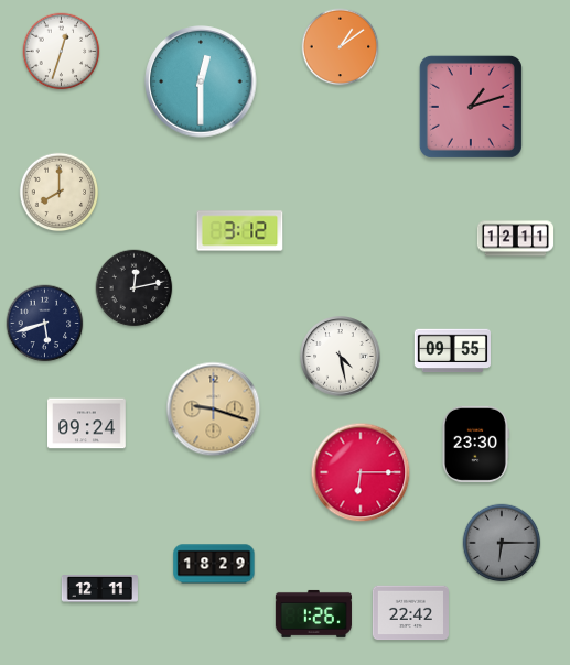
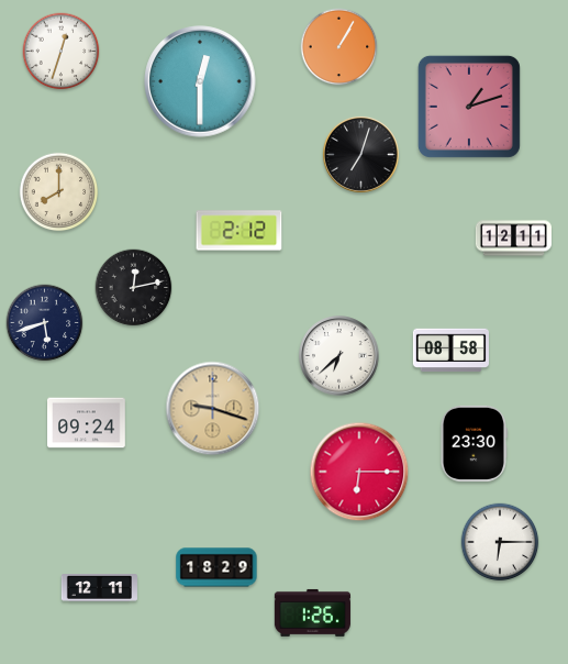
clock at (341, 47): 1:09 -> 1:05
clock at (360, 154): none -> 7:03
clock at (240, 231): 3:12 -> 2:12
clock at (452, 351): 09:55 -> 08:58
clock at (341, 357): 4:28 -> 6:38
clock at (502, 543) dial: grey -> white
clock at (214, 564) position: (214, 564) -> (216, 567)
clock at (410, 613): 22:42 -> none
